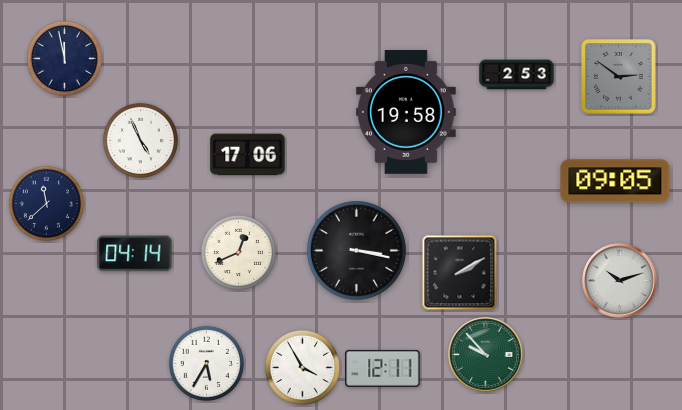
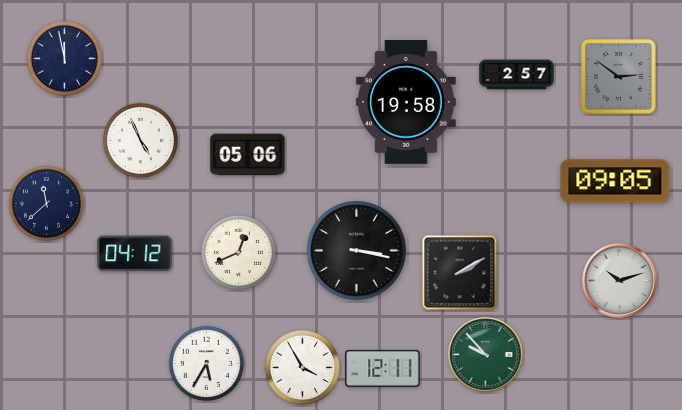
clock at (517, 75): 2:53 -> 2:57
clock at (406, 113) position: (406, 113) -> (406, 103)
clock at (248, 155): 17:06 -> 05:06
clock at (135, 254): 04:14 -> 04:12
